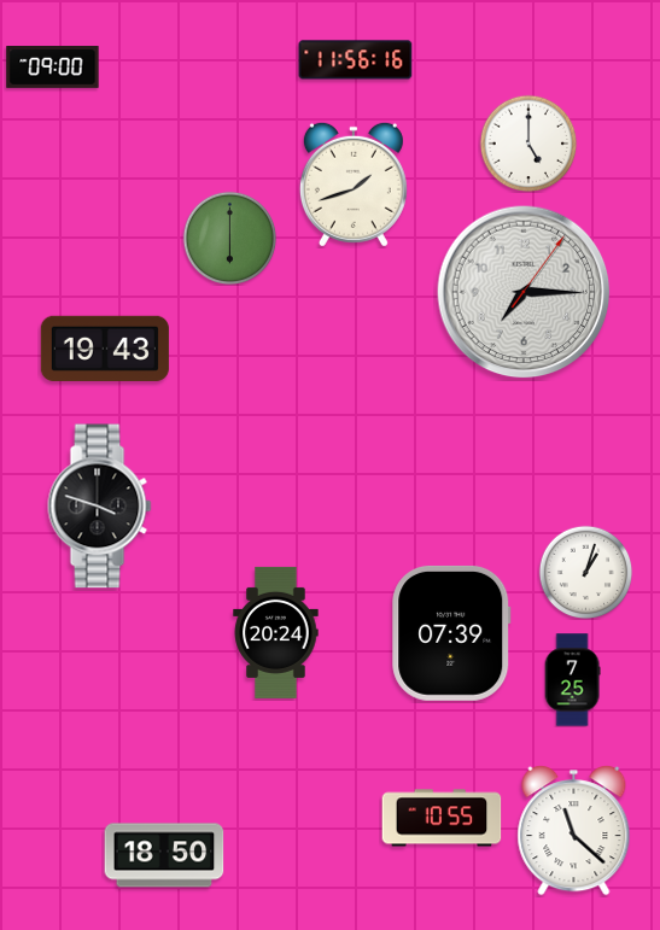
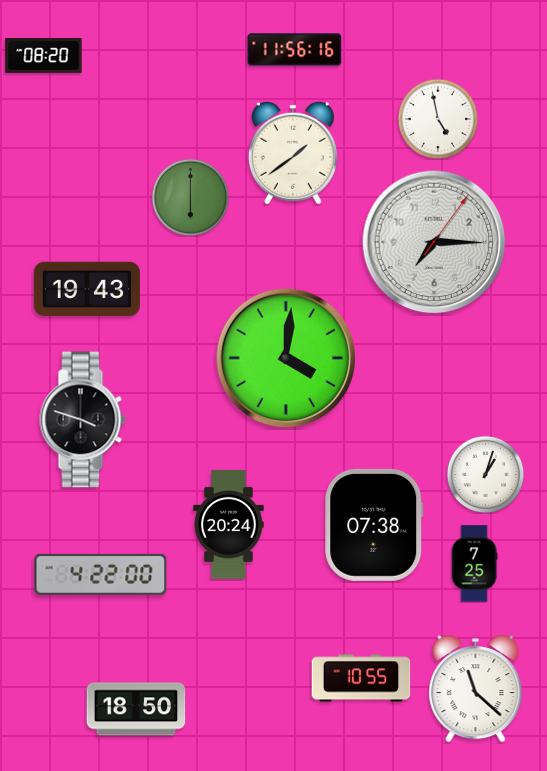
clock at (53, 68): 09:00 -> 08:20
clock at (528, 144): 5:00 -> 4:58
clock at (354, 185): 1:42 -> 1:39
clock at (286, 358): none -> 4:01
clock at (451, 633): 07:39 -> 07:38
clock at (101, 574): none -> 4:22
clock at (442, 818) position: (442, 818) -> (361, 678)
